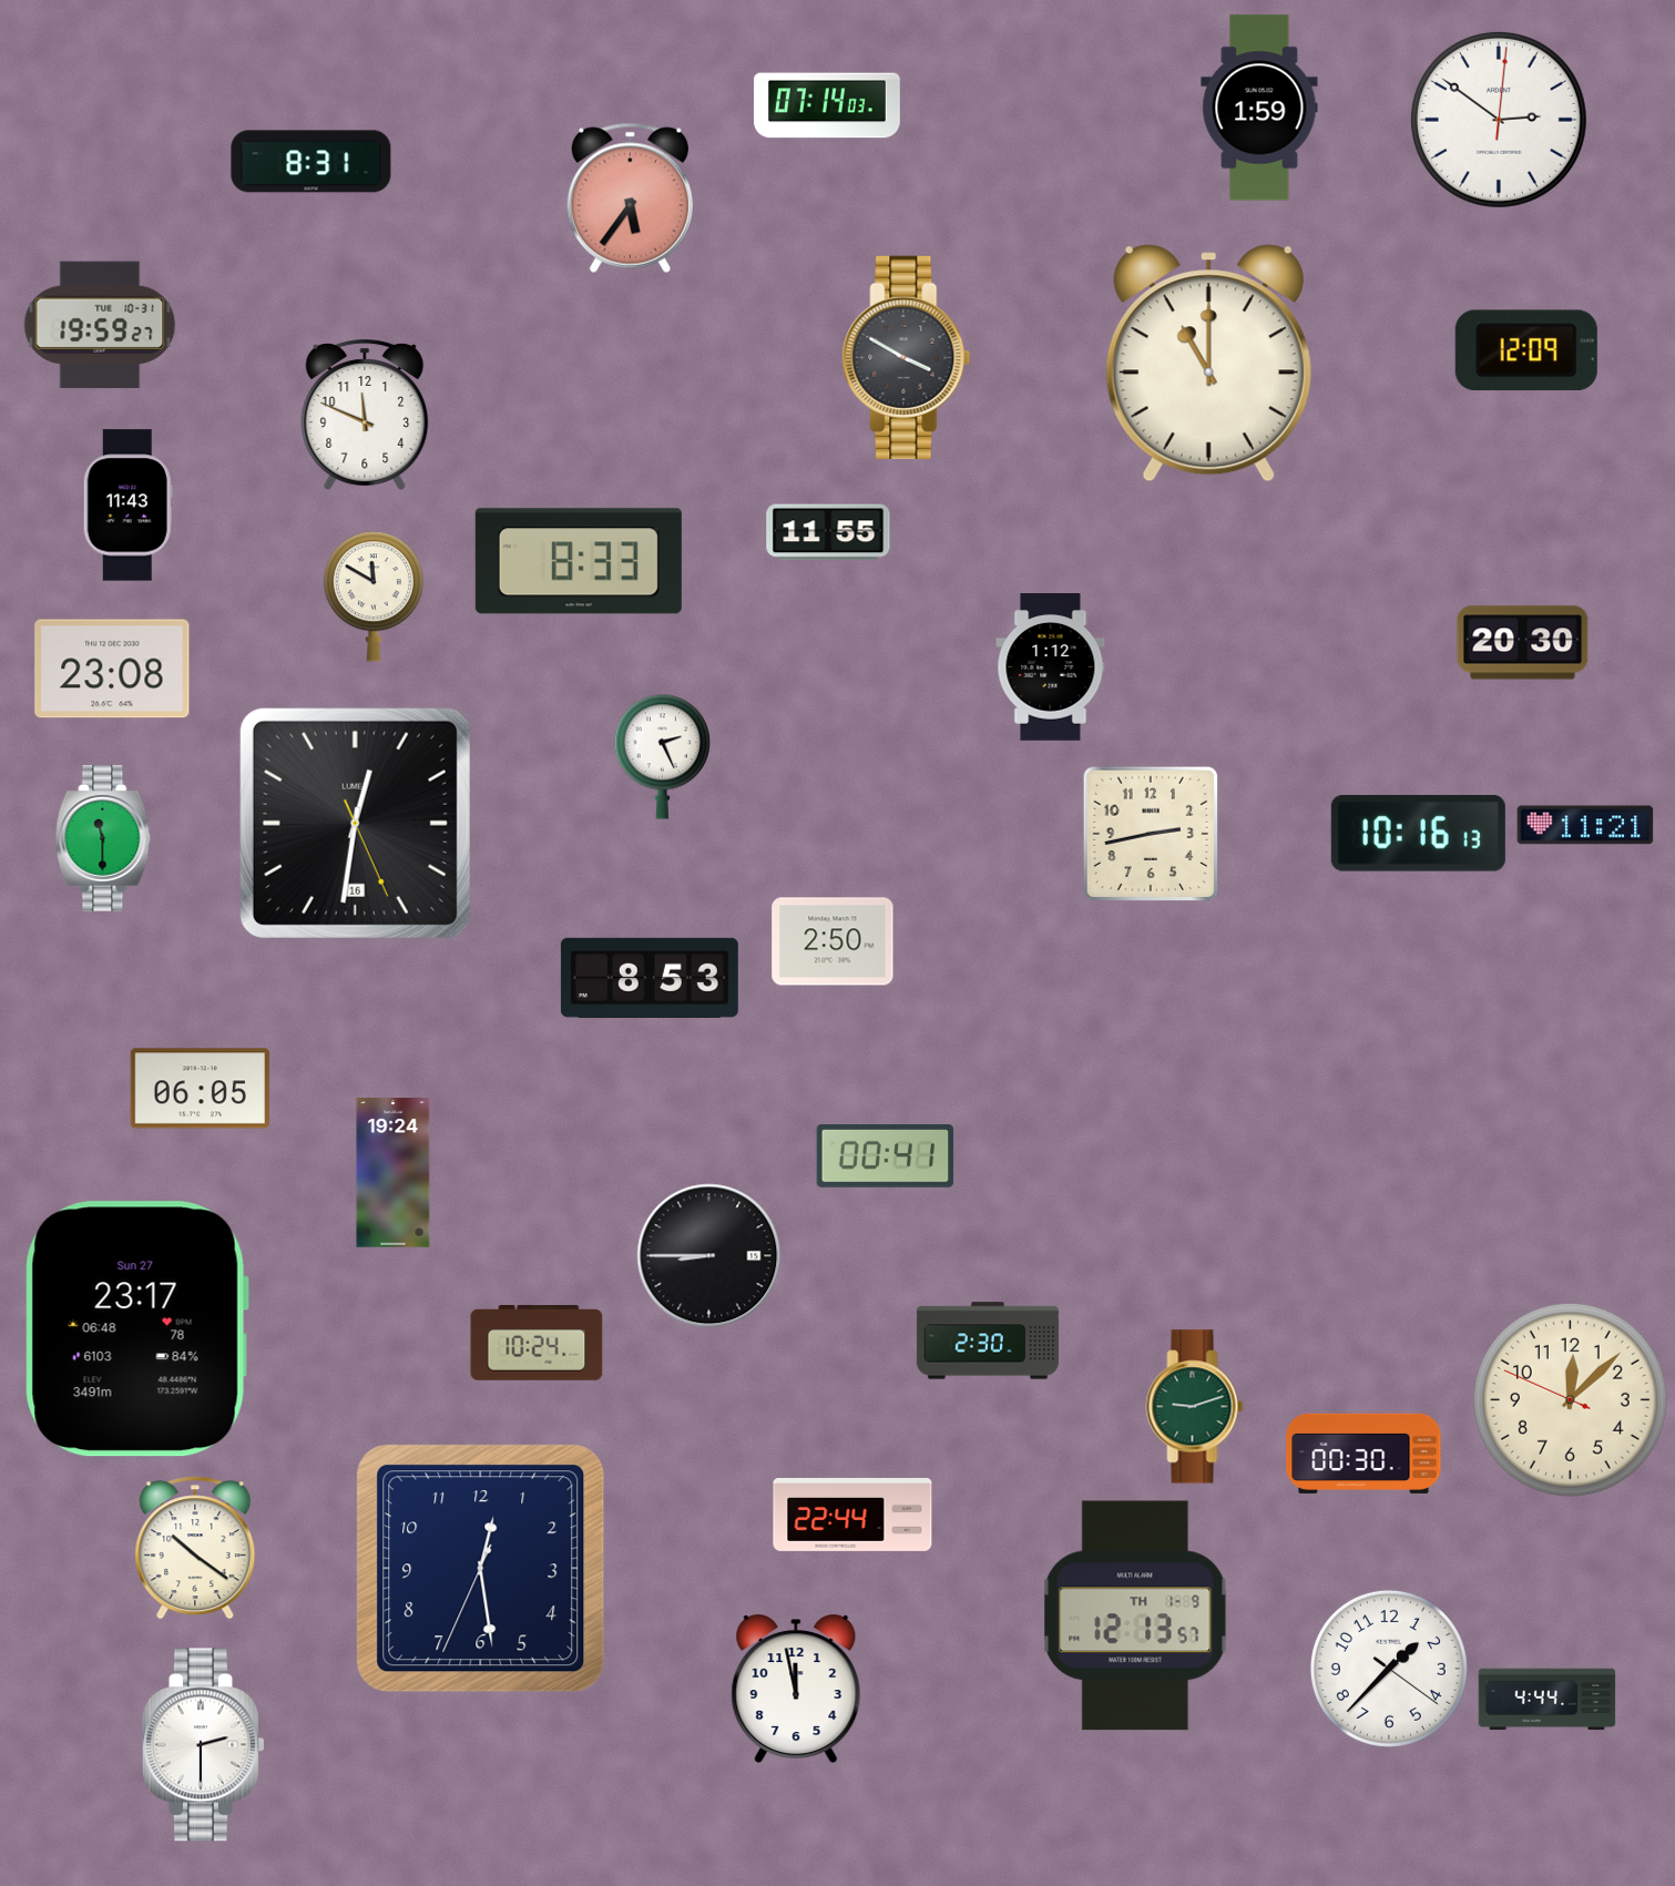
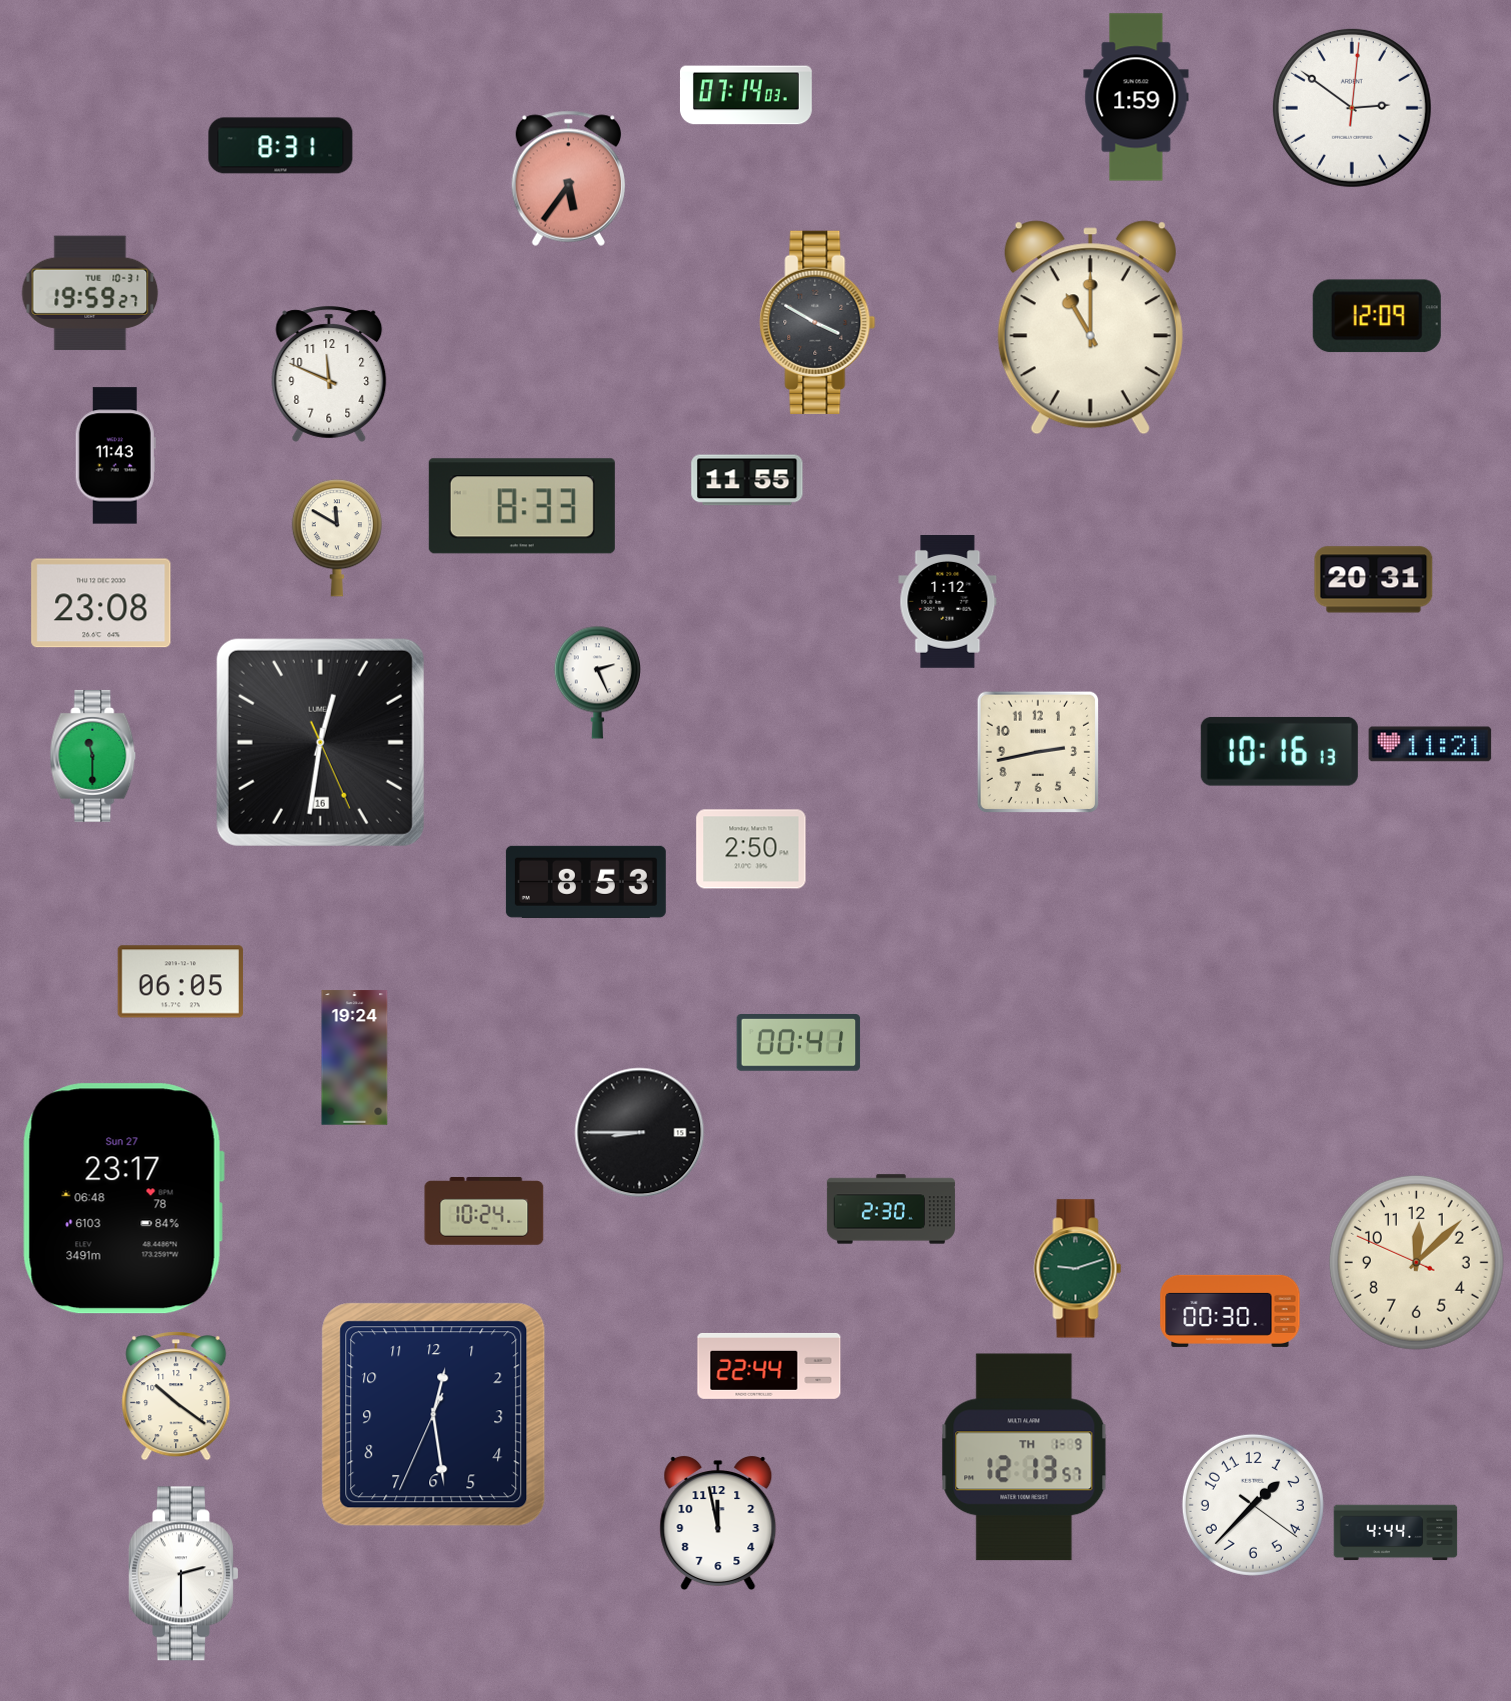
clock at (1523, 643): 20:30 -> 20:31
